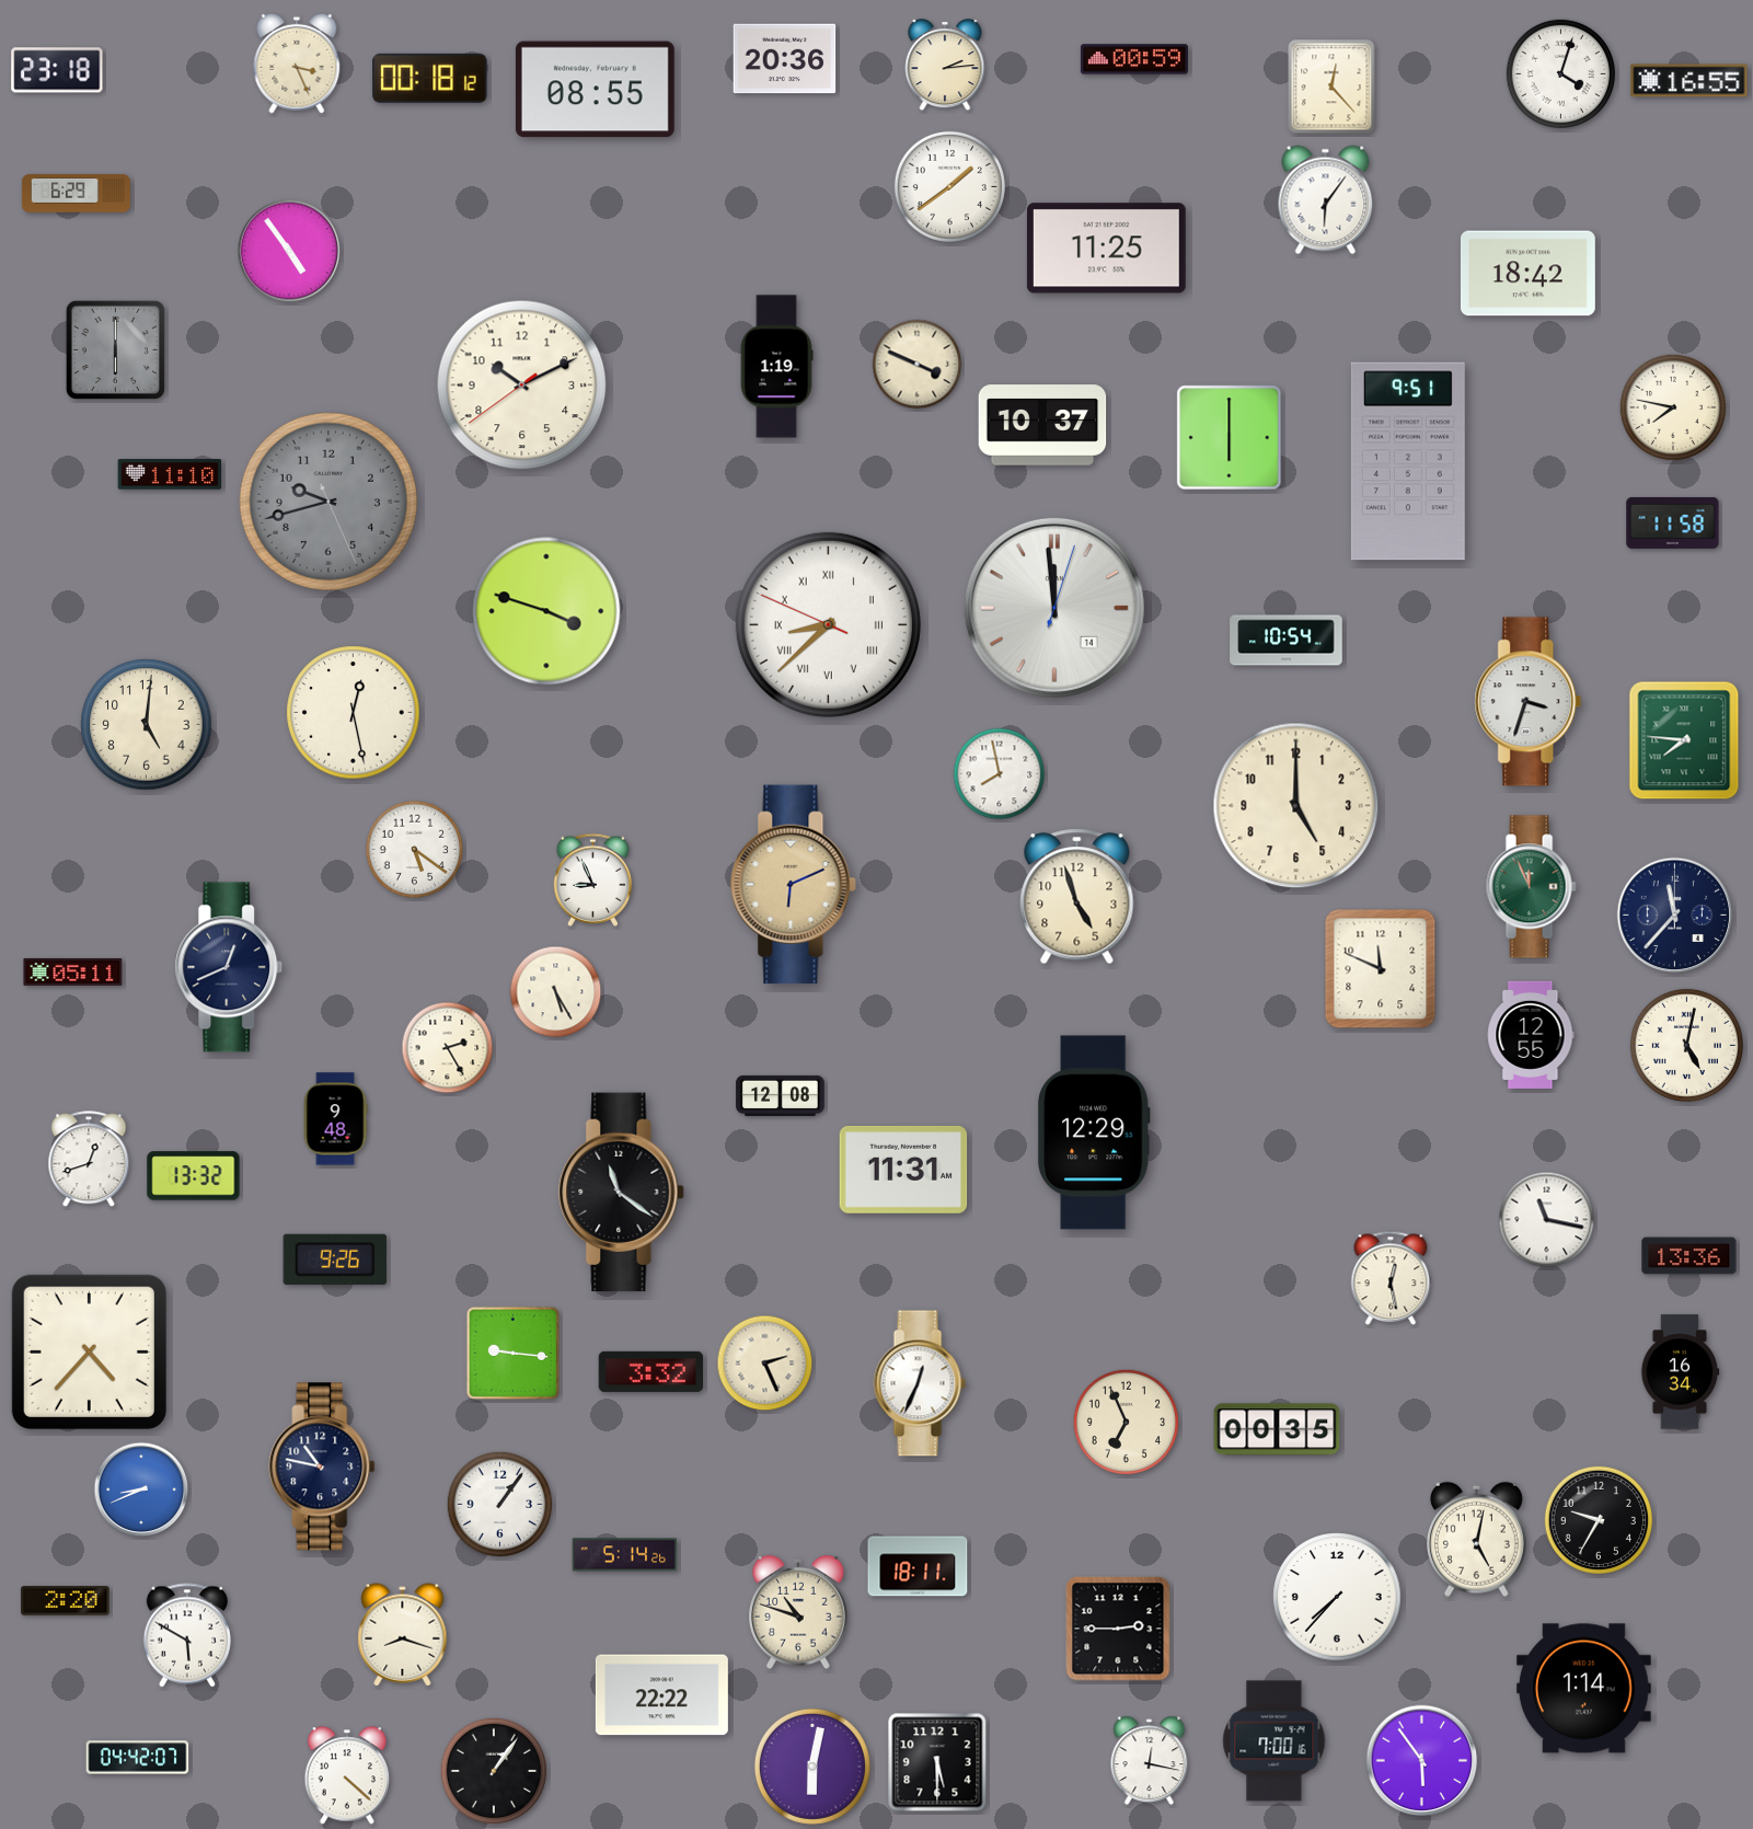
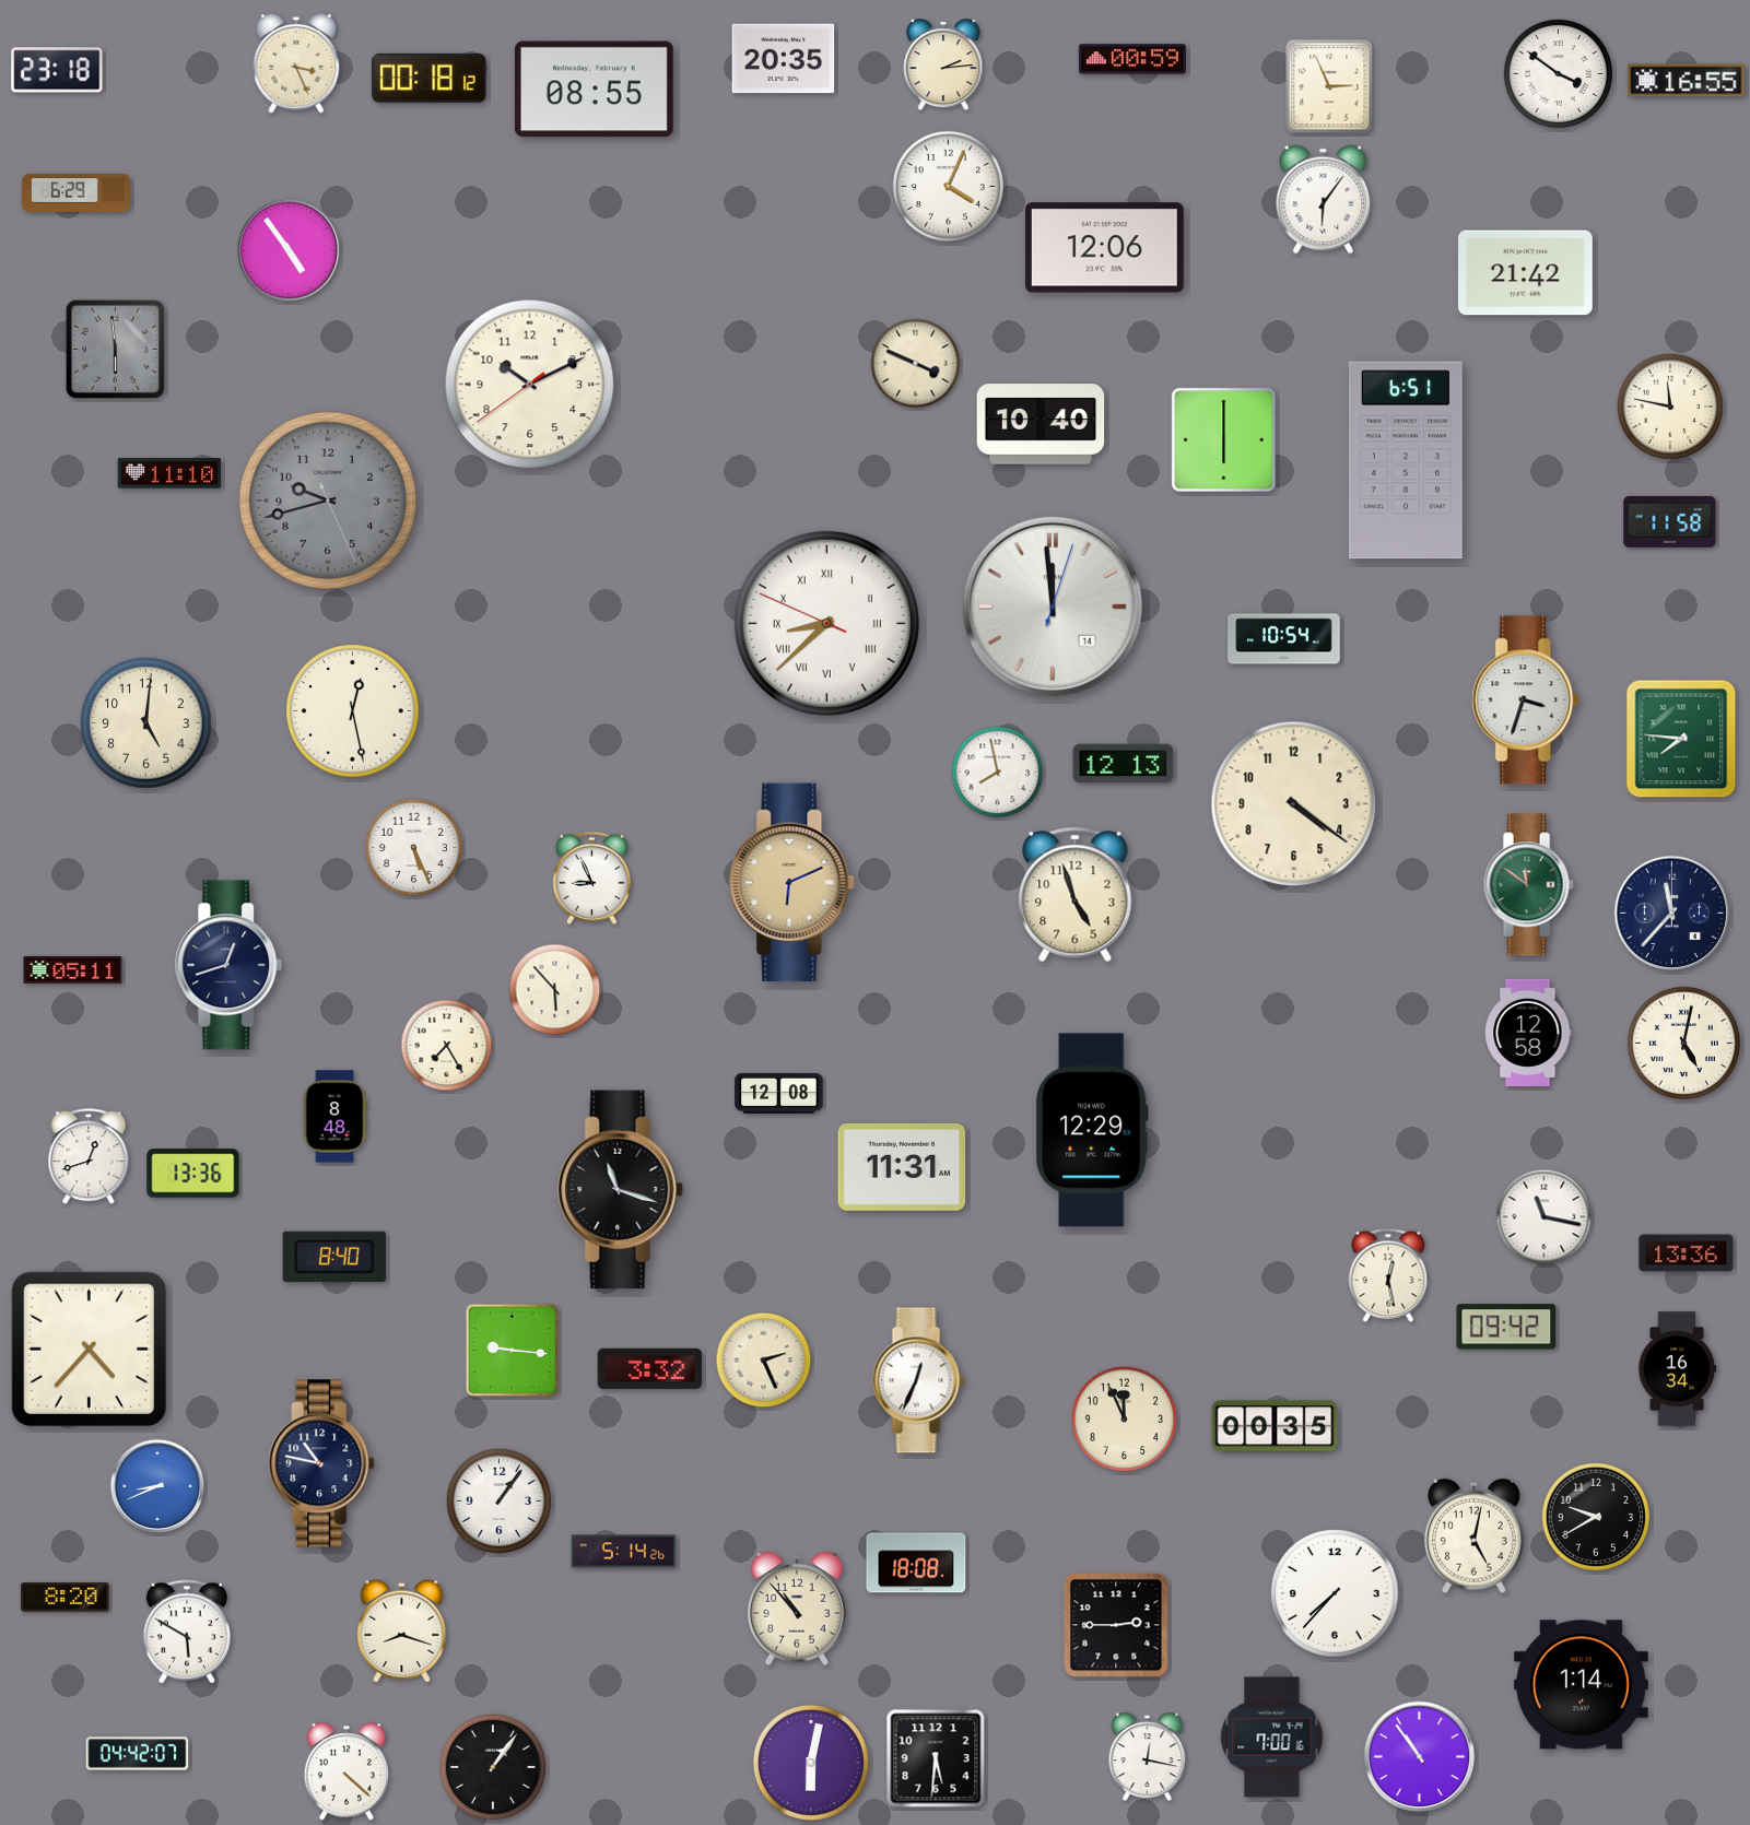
clock at (785, 59): 20:36 -> 20:35
clock at (1560, 73): 4:03 -> 3:51
clock at (1331, 87): 12:23 -> 2:56
clock at (949, 186): 1:39 -> 4:04
clock at (1106, 249): 11:25 -> 12:06
clock at (1527, 274): 18:42 -> 21:42
clock at (115, 349): 6:00 -> 5:59
clock at (776, 367): 1:19 -> none
clock at (522, 386) position: (522, 386) -> (530, 385)
clock at (1672, 406): 7:47 -> 11:47
clock at (1042, 425): 10:37 -> 10:40
clock at (1230, 438) position: (1230, 438) -> (1224, 440)
clock at (1408, 461): 9:51 -> 6:51
clock at (546, 611): 3:48 -> none
clock at (1124, 764): none -> 12:13
clock at (1296, 806): 5:00 -> 4:21
clock at (415, 850): 5:21 -> 5:26
clock at (1531, 887): 11:56 -> 11:51
clock at (229, 967): 12:41 -> 12:42
clock at (1381, 969): 11:49 -> none
clock at (556, 992): 5:25 -> 5:53
clock at (1531, 1035): 12:55 -> 12:58
clock at (448, 1048): 2:25 -> 7:25
clock at (335, 1119): 9:48 -> 8:48
clock at (194, 1176): 13:32 -> 13:36
clock at (622, 1193): 11:21 -> 11:18
clock at (335, 1259): 9:26 -> 8:40
clock at (1506, 1327): none -> 09:42
clock at (1127, 1423): 6:56 -> 11:56
clock at (141, 1489) position: (141, 1489) -> (157, 1486)
clock at (1599, 1520): 9:35 -> 9:40
clock at (918, 1566): 18:11 -> 18:08
clock at (66, 1601): 2:20 -> 8:20
clock at (799, 1612): 10:48 -> 10:53
clock at (661, 1695): 22:22 -> none
clock at (1422, 1761): 5:54 -> 10:54
clock at (937, 1762): 5:30 -> 5:31
